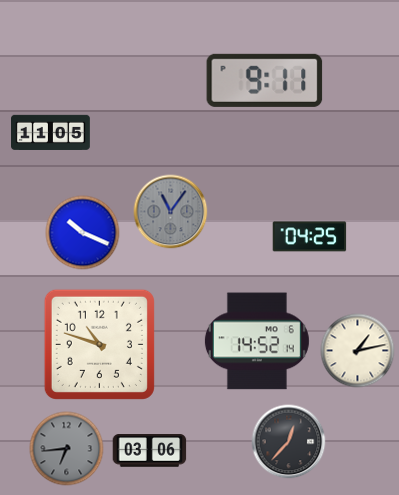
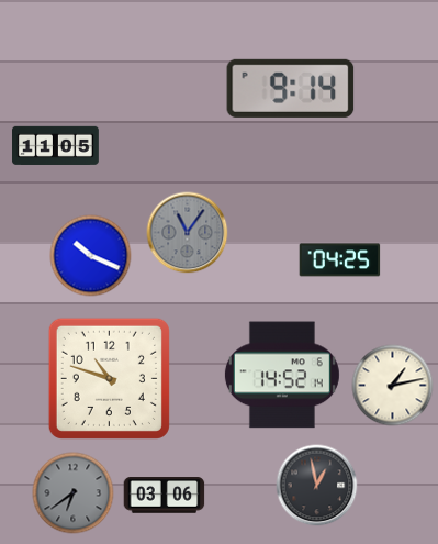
clock at (265, 80): 9:11 -> 9:14
clock at (289, 442): 12:37 -> 12:58
clock at (67, 449): 6:44 -> 6:39
